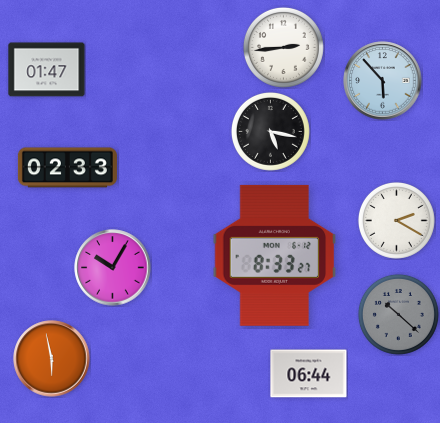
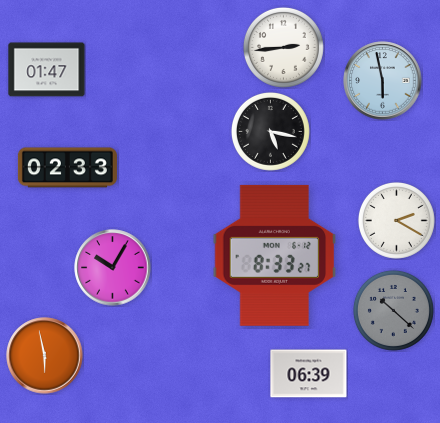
clock at (383, 81): 5:53 -> 5:58
clock at (398, 314) position: (398, 314) -> (393, 310)
clock at (52, 359) position: (52, 359) -> (45, 356)
clock at (309, 374): 06:44 -> 06:39
